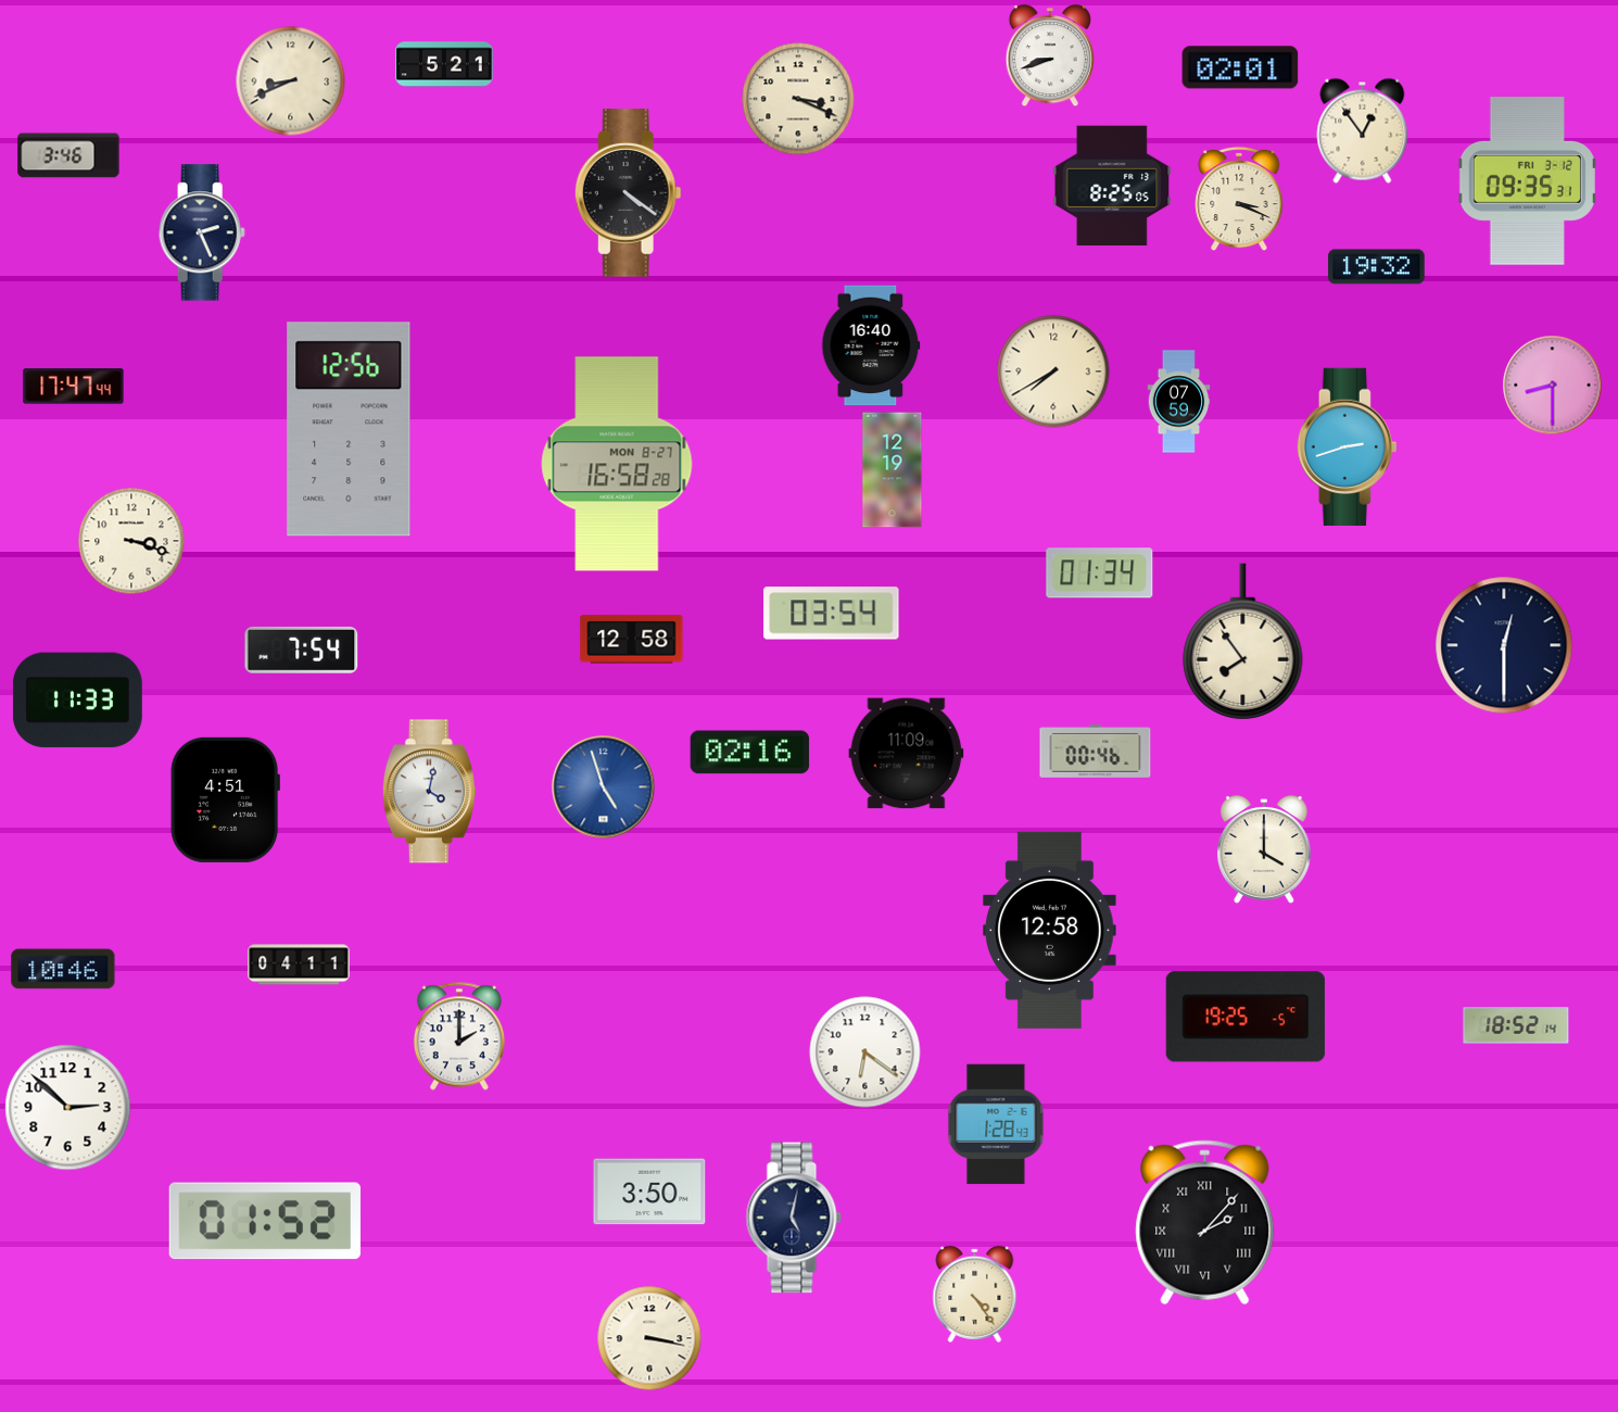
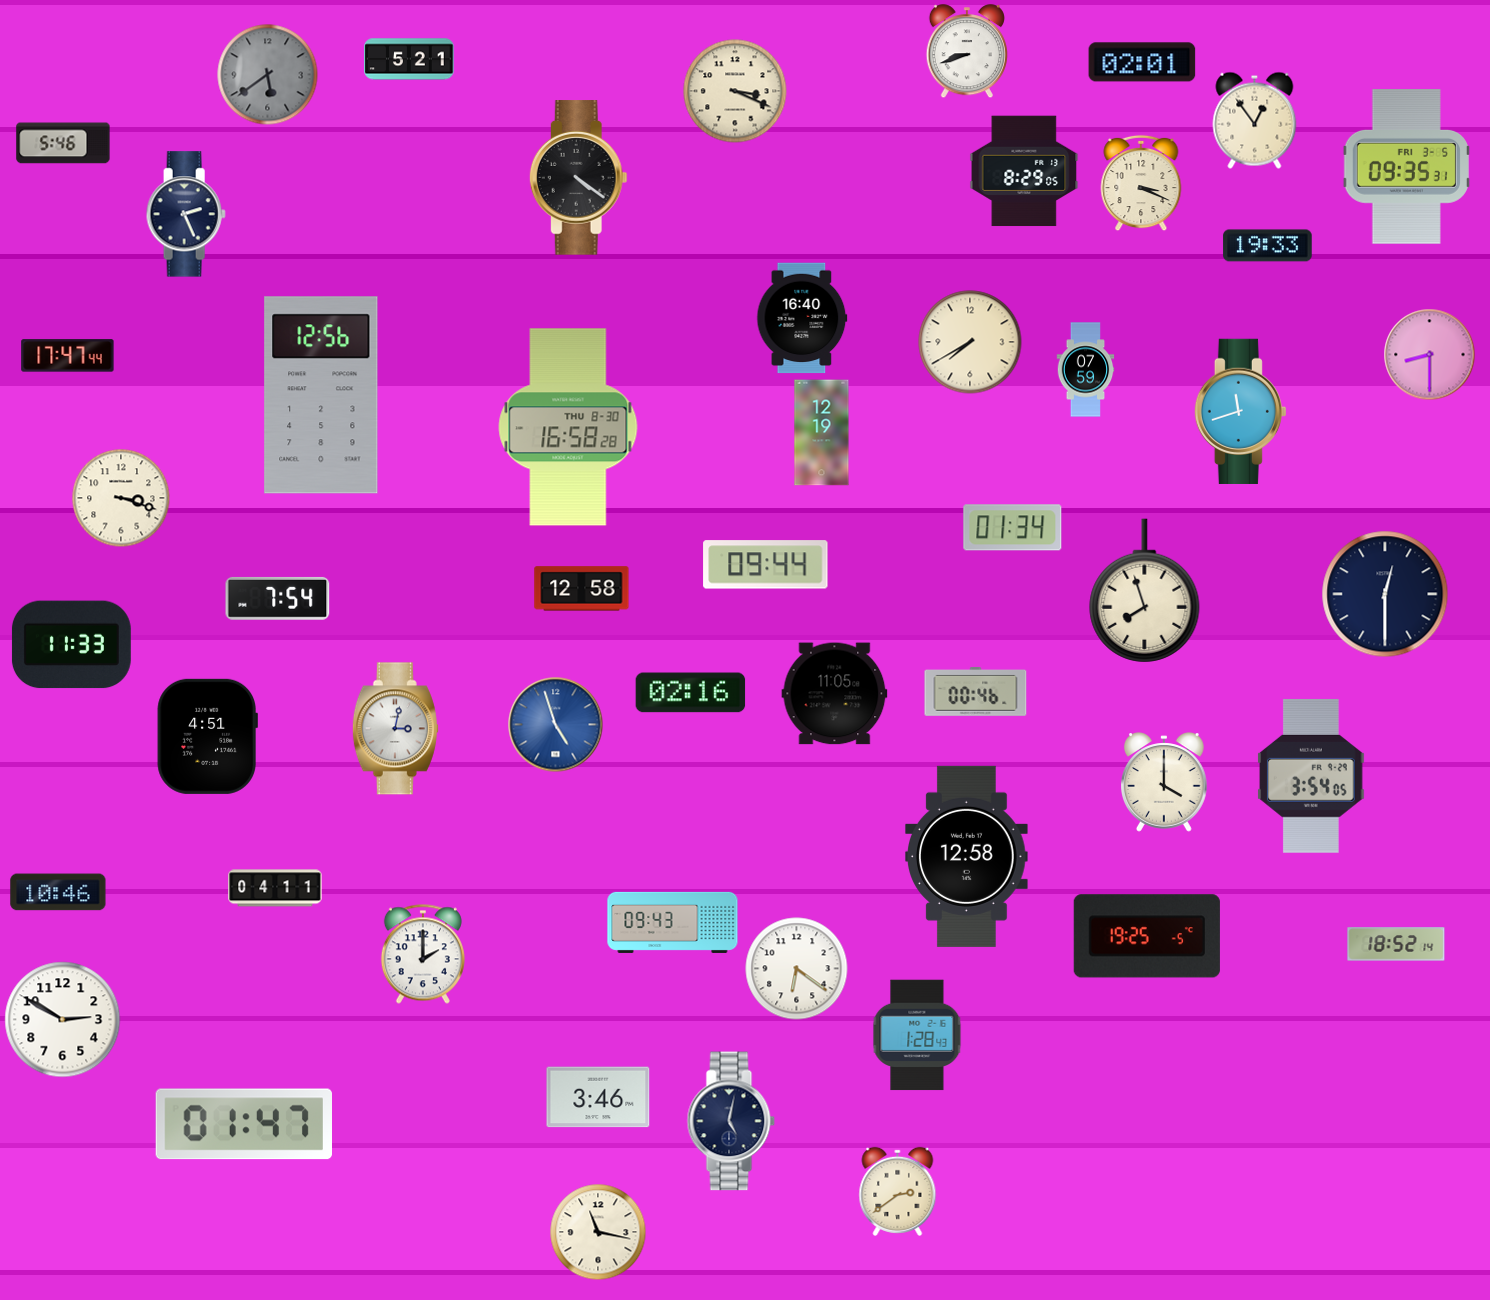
clock at (291, 81): 8:41 -> 5:39
clock at (291, 81) dial: cream -> grey
clock at (68, 155): 3:46 -> 5:46
clock at (1527, 181) date: FRI 3-12 -> FRI 3-5
clock at (1112, 186): 8:25 -> 8:29
clock at (1377, 267): 19:32 -> 19:33
clock at (1347, 446): 2:42 -> 11:42
clock at (617, 464) date: MON 8-27 -> THU 8-30
clock at (832, 614): 03:54 -> 09:44
clock at (1243, 642): 7:54 -> 7:57
clock at (1096, 751) position: (1096, 751) -> (976, 691)
clock at (907, 754): 11:09 -> 11:05
clock at (429, 792): 4:02 -> 3:02
clock at (1311, 776): none -> 3:54
clock at (673, 922): none -> 09:43
clock at (68, 1108): 2:52 -> 2:50
clock at (649, 1192): 3:50 -> 3:46
clock at (264, 1221): 01:52 -> 01:47
clock at (1205, 1223): 2:07 -> none
clock at (975, 1294): 4:24 -> 2:39
clock at (649, 1338): 3:17 -> 11:17
